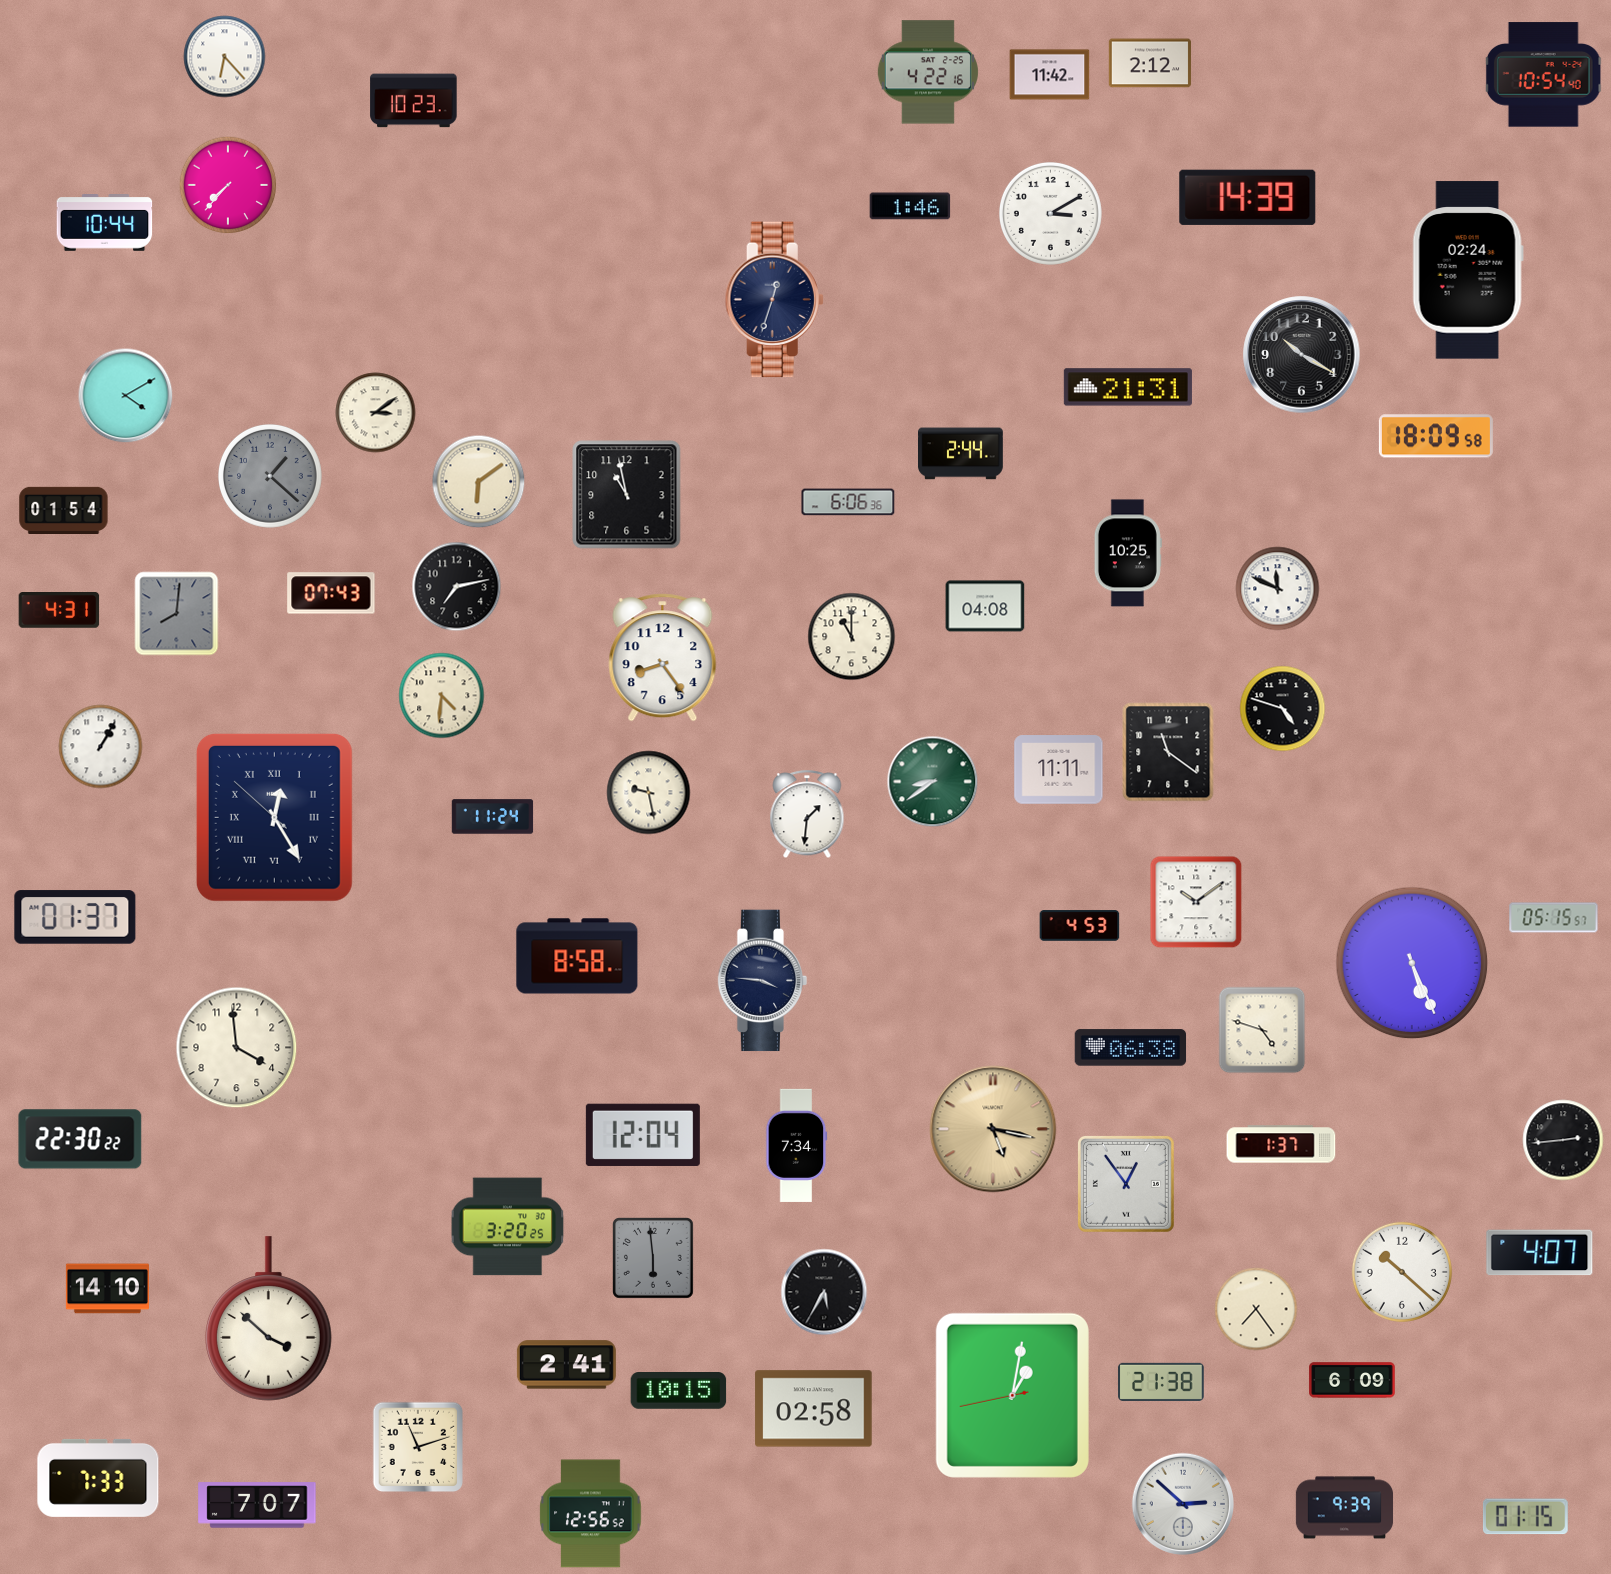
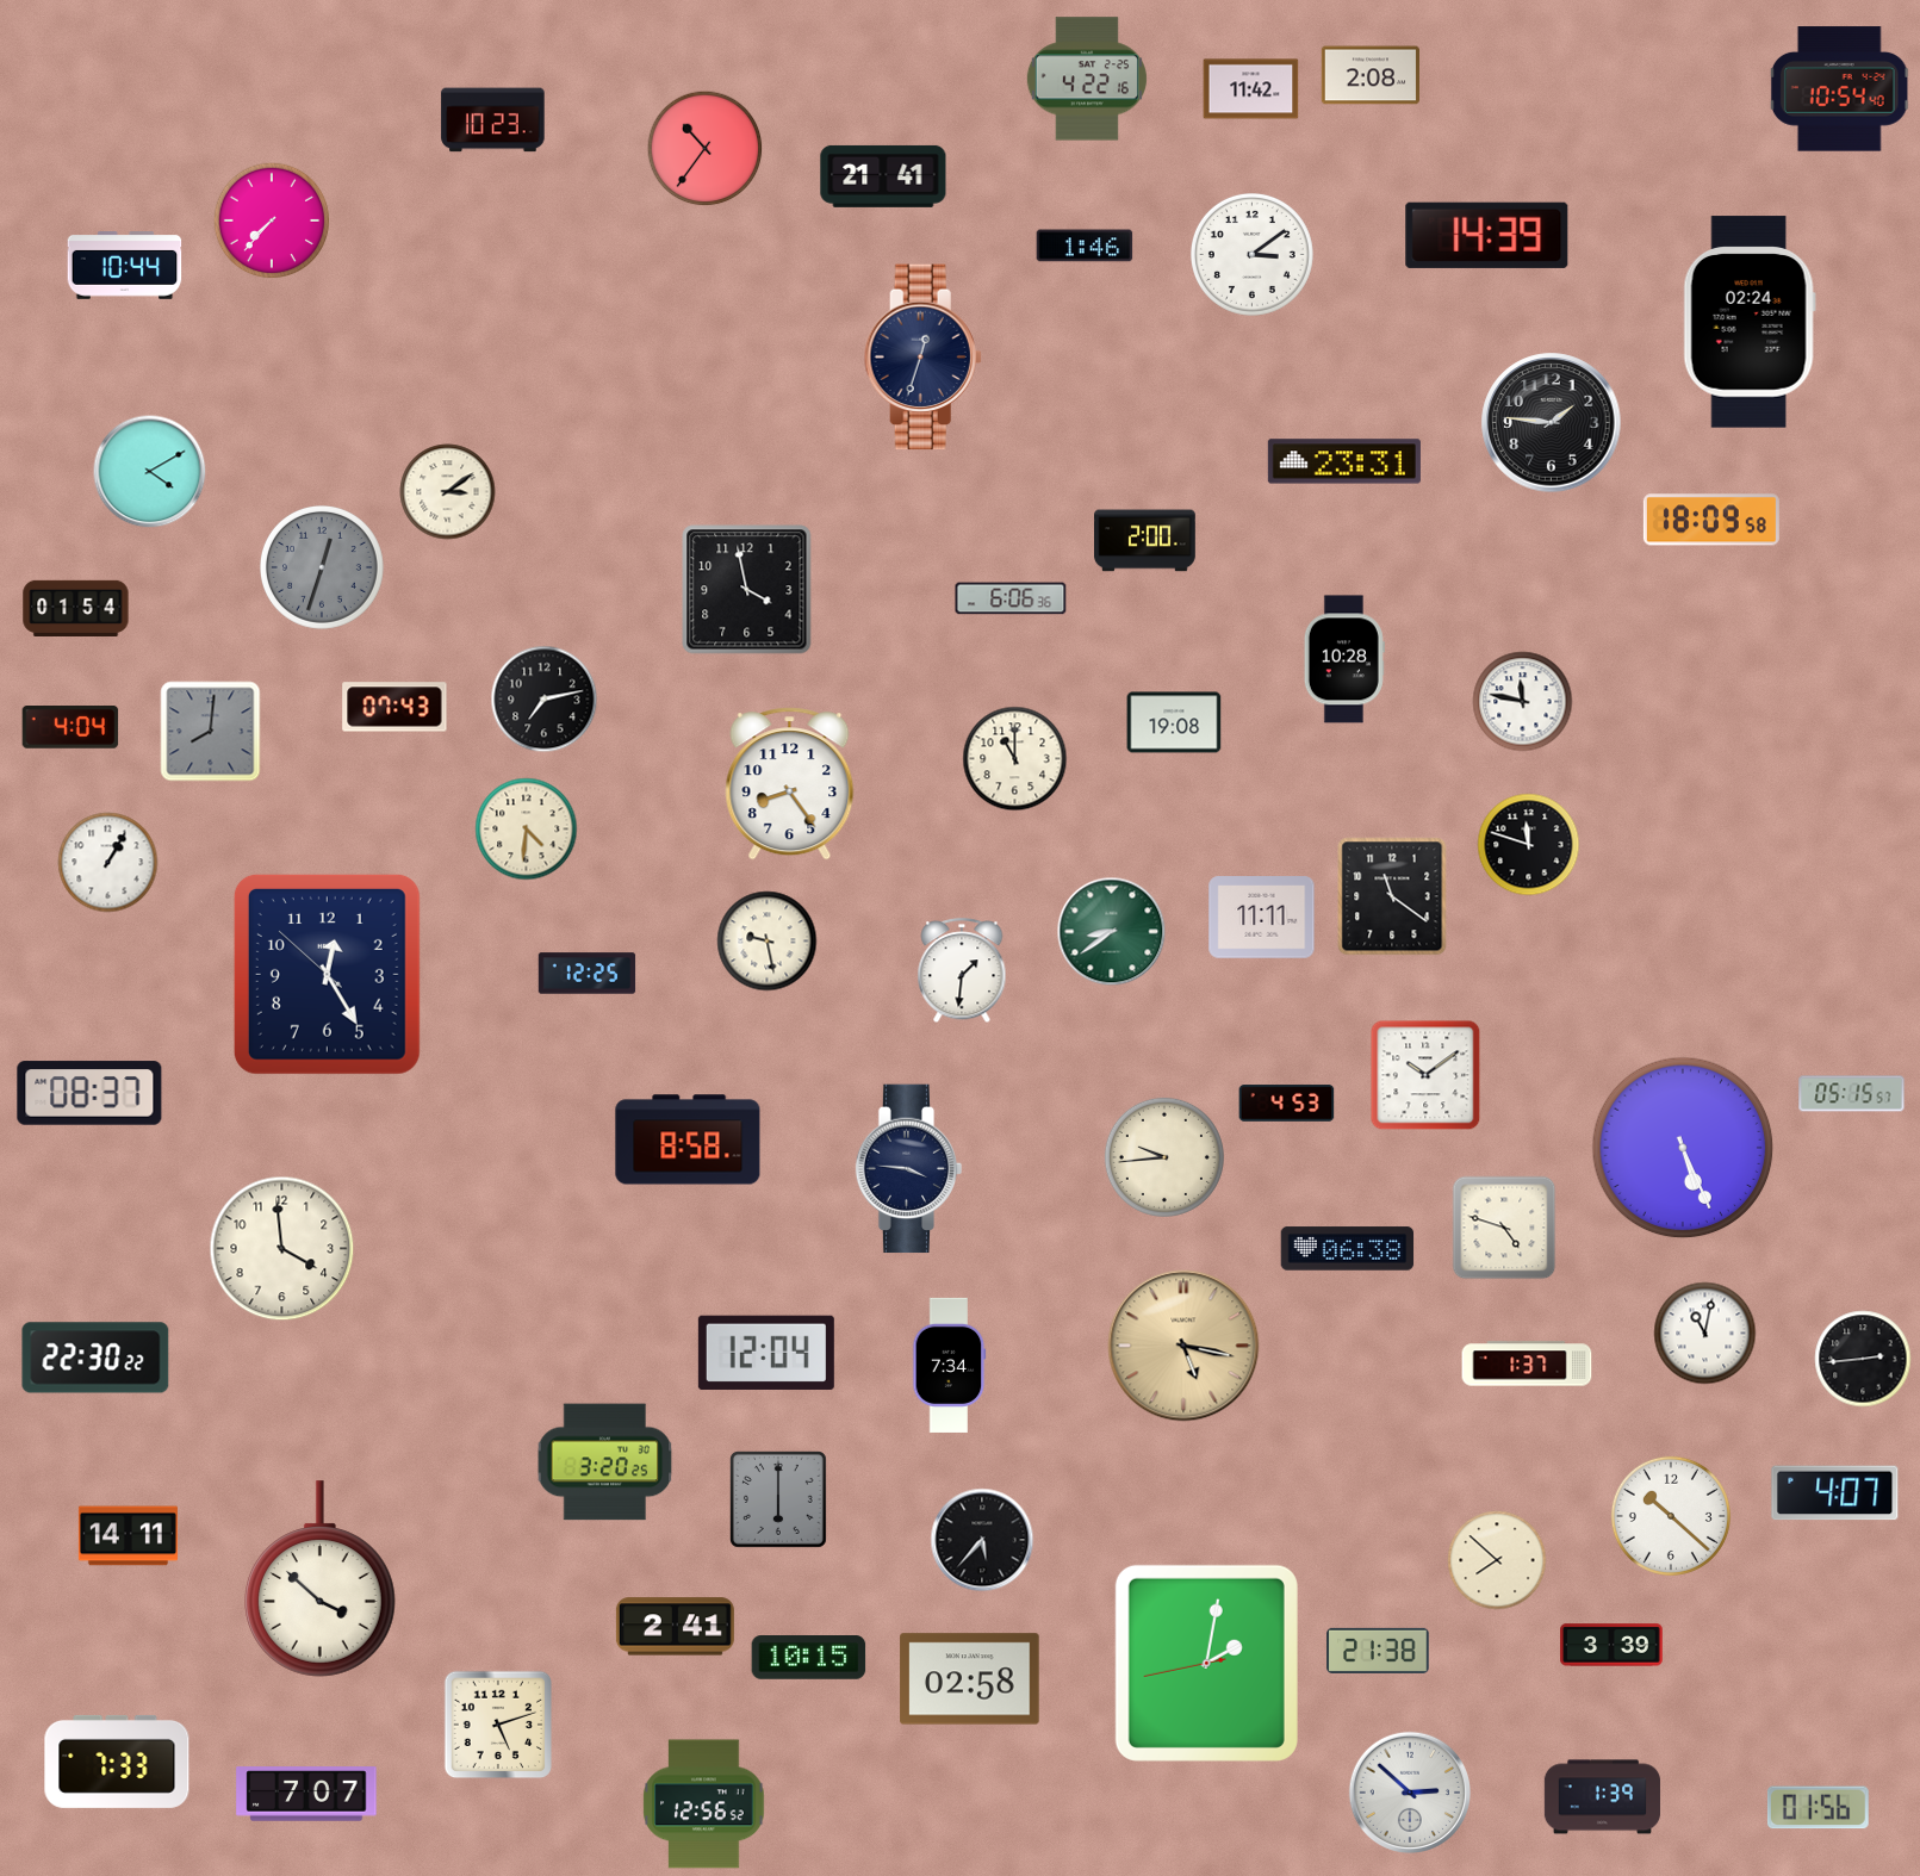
clock at (225, 57): 6:23 -> none
clock at (1149, 63): 2:12 -> 2:08
clock at (928, 72) position: (928, 72) -> (1087, 79)
clock at (706, 149): none -> 10:36
clock at (883, 176): none -> 21:41
clock at (1050, 213): 3:10 -> 3:09
clock at (1302, 355): 10:20 -> 1:46
clock at (1128, 387): 21:31 -> 23:31
clock at (961, 454): 2:44 -> 2:00
clock at (271, 477): 1:22 -> 12:33
clock at (479, 482): 6:09 -> none
clock at (627, 495): 10:58 -> 3:58
clock at (1128, 553): 10:25 -> 10:28
clock at (1278, 589): 11:49 -> 11:47
clock at (985, 606): 04:08 -> 19:08
clock at (59, 611): 4:31 -> 4:04
clock at (1283, 709): 4:48 -> 11:48
clock at (101, 747) position: (101, 747) -> (108, 863)
clock at (649, 793) position: (649, 793) -> (768, 942)
clock at (274, 817) numerals: Roman -> Arabic
clock at (493, 817): 11:24 -> 12:25
clock at (75, 917): 01:37 -> 08:37
clock at (1164, 1157): none -> 9:44
clock at (1705, 1334): none -> 11:02
clock at (1126, 1184): 12:54 -> none
clock at (654, 1259): 5:59 -> 6:00
clock at (107, 1289): 14:10 -> 14:11
clock at (824, 1292): 5:35 -> 5:37
clock at (1256, 1309): 7:24 -> 7:52
clock at (269, 1319) position: (269, 1319) -> (321, 1579)
clock at (1352, 1380): 6:09 -> 3:39
clock at (1161, 1382) position: (1161, 1382) -> (1378, 1651)
clock at (1012, 1395): 1:01 -> 2:01
clock at (418, 1447): 11:12 -> 5:12
clock at (1345, 1508): 9:39 -> 1:39
clock at (1525, 1517): 01:15 -> 01:56
